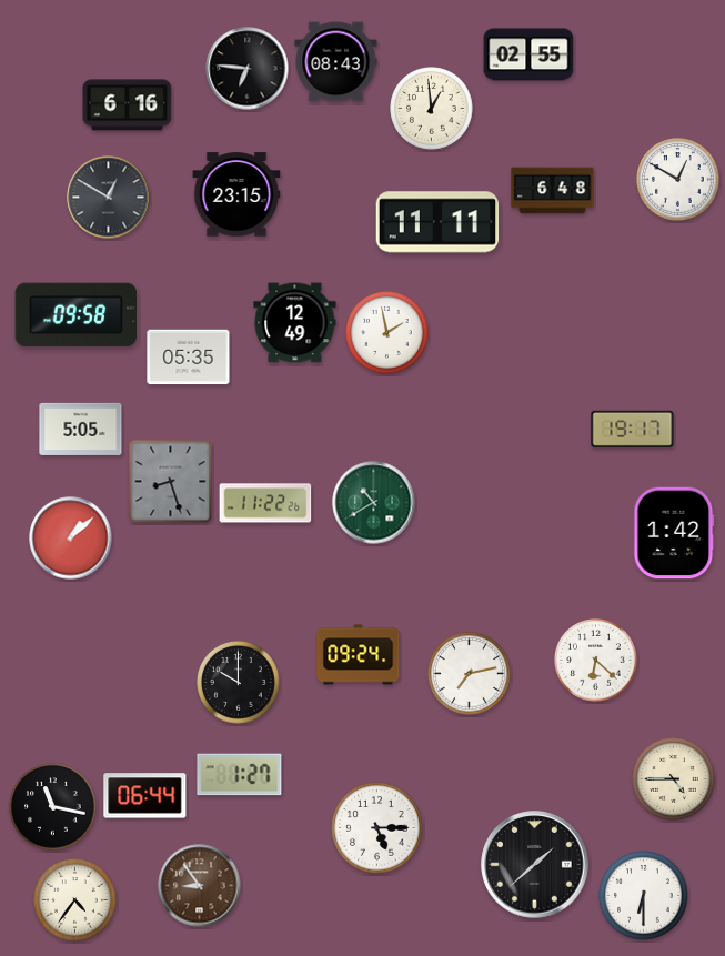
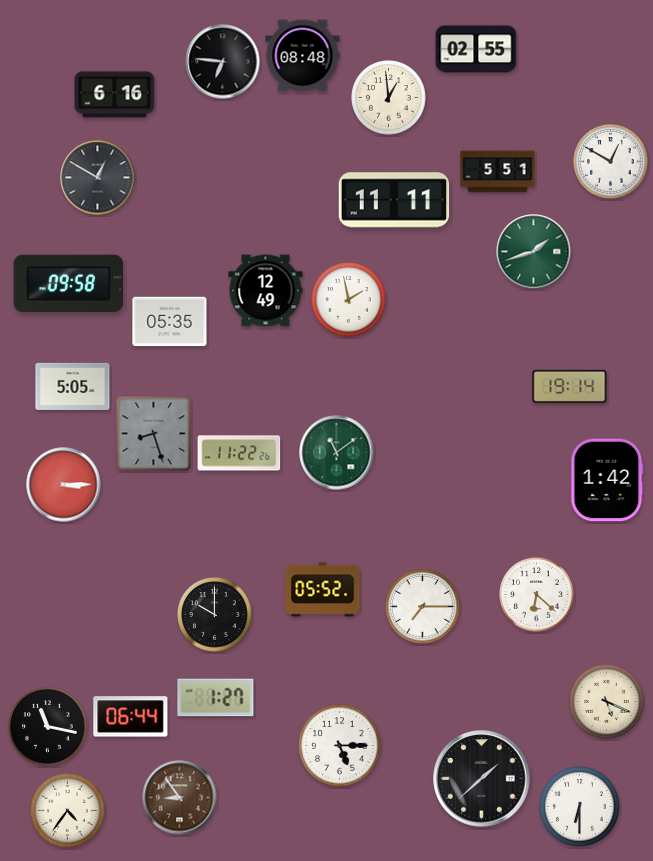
clock at (336, 62): 08:43 -> 08:48
clock at (553, 191): 6:48 -> 5:51
clock at (236, 194): 23:15 -> none
clock at (534, 252): none -> 1:42
clock at (633, 429): 19:17 -> 19:14
clock at (374, 503): 10:40 -> 11:09
clock at (71, 539): 1:08 -> 3:15
clock at (359, 655): 09:24 -> 05:52
clock at (470, 674): 7:13 -> 7:15
clock at (674, 779): 4:45 -> 5:19
